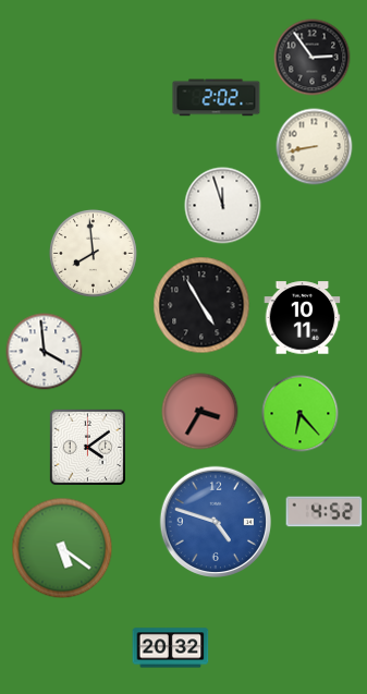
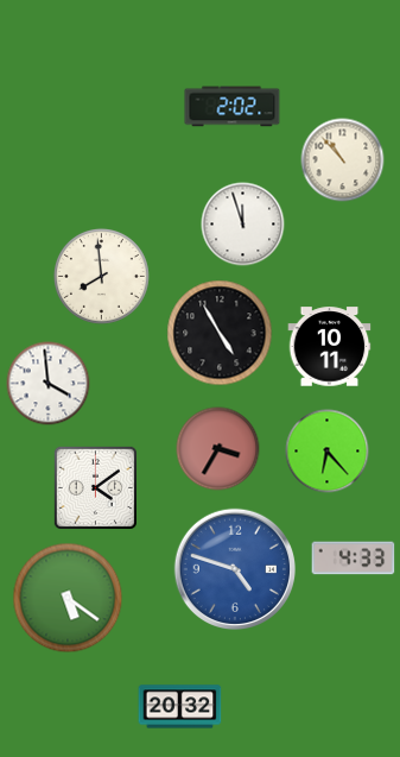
clock at (313, 58): 2:54 -> none
clock at (217, 98) position: (217, 98) -> (233, 107)
clock at (315, 147): 8:43 -> 10:53
clock at (325, 512): 4:52 -> 4:33
clock at (171, 648) position: (171, 648) -> (180, 707)
